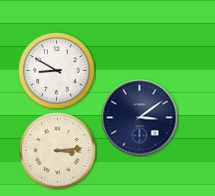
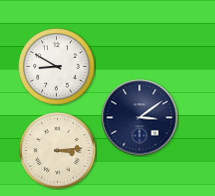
clock at (57, 71) position: (57, 71) -> (57, 67)
